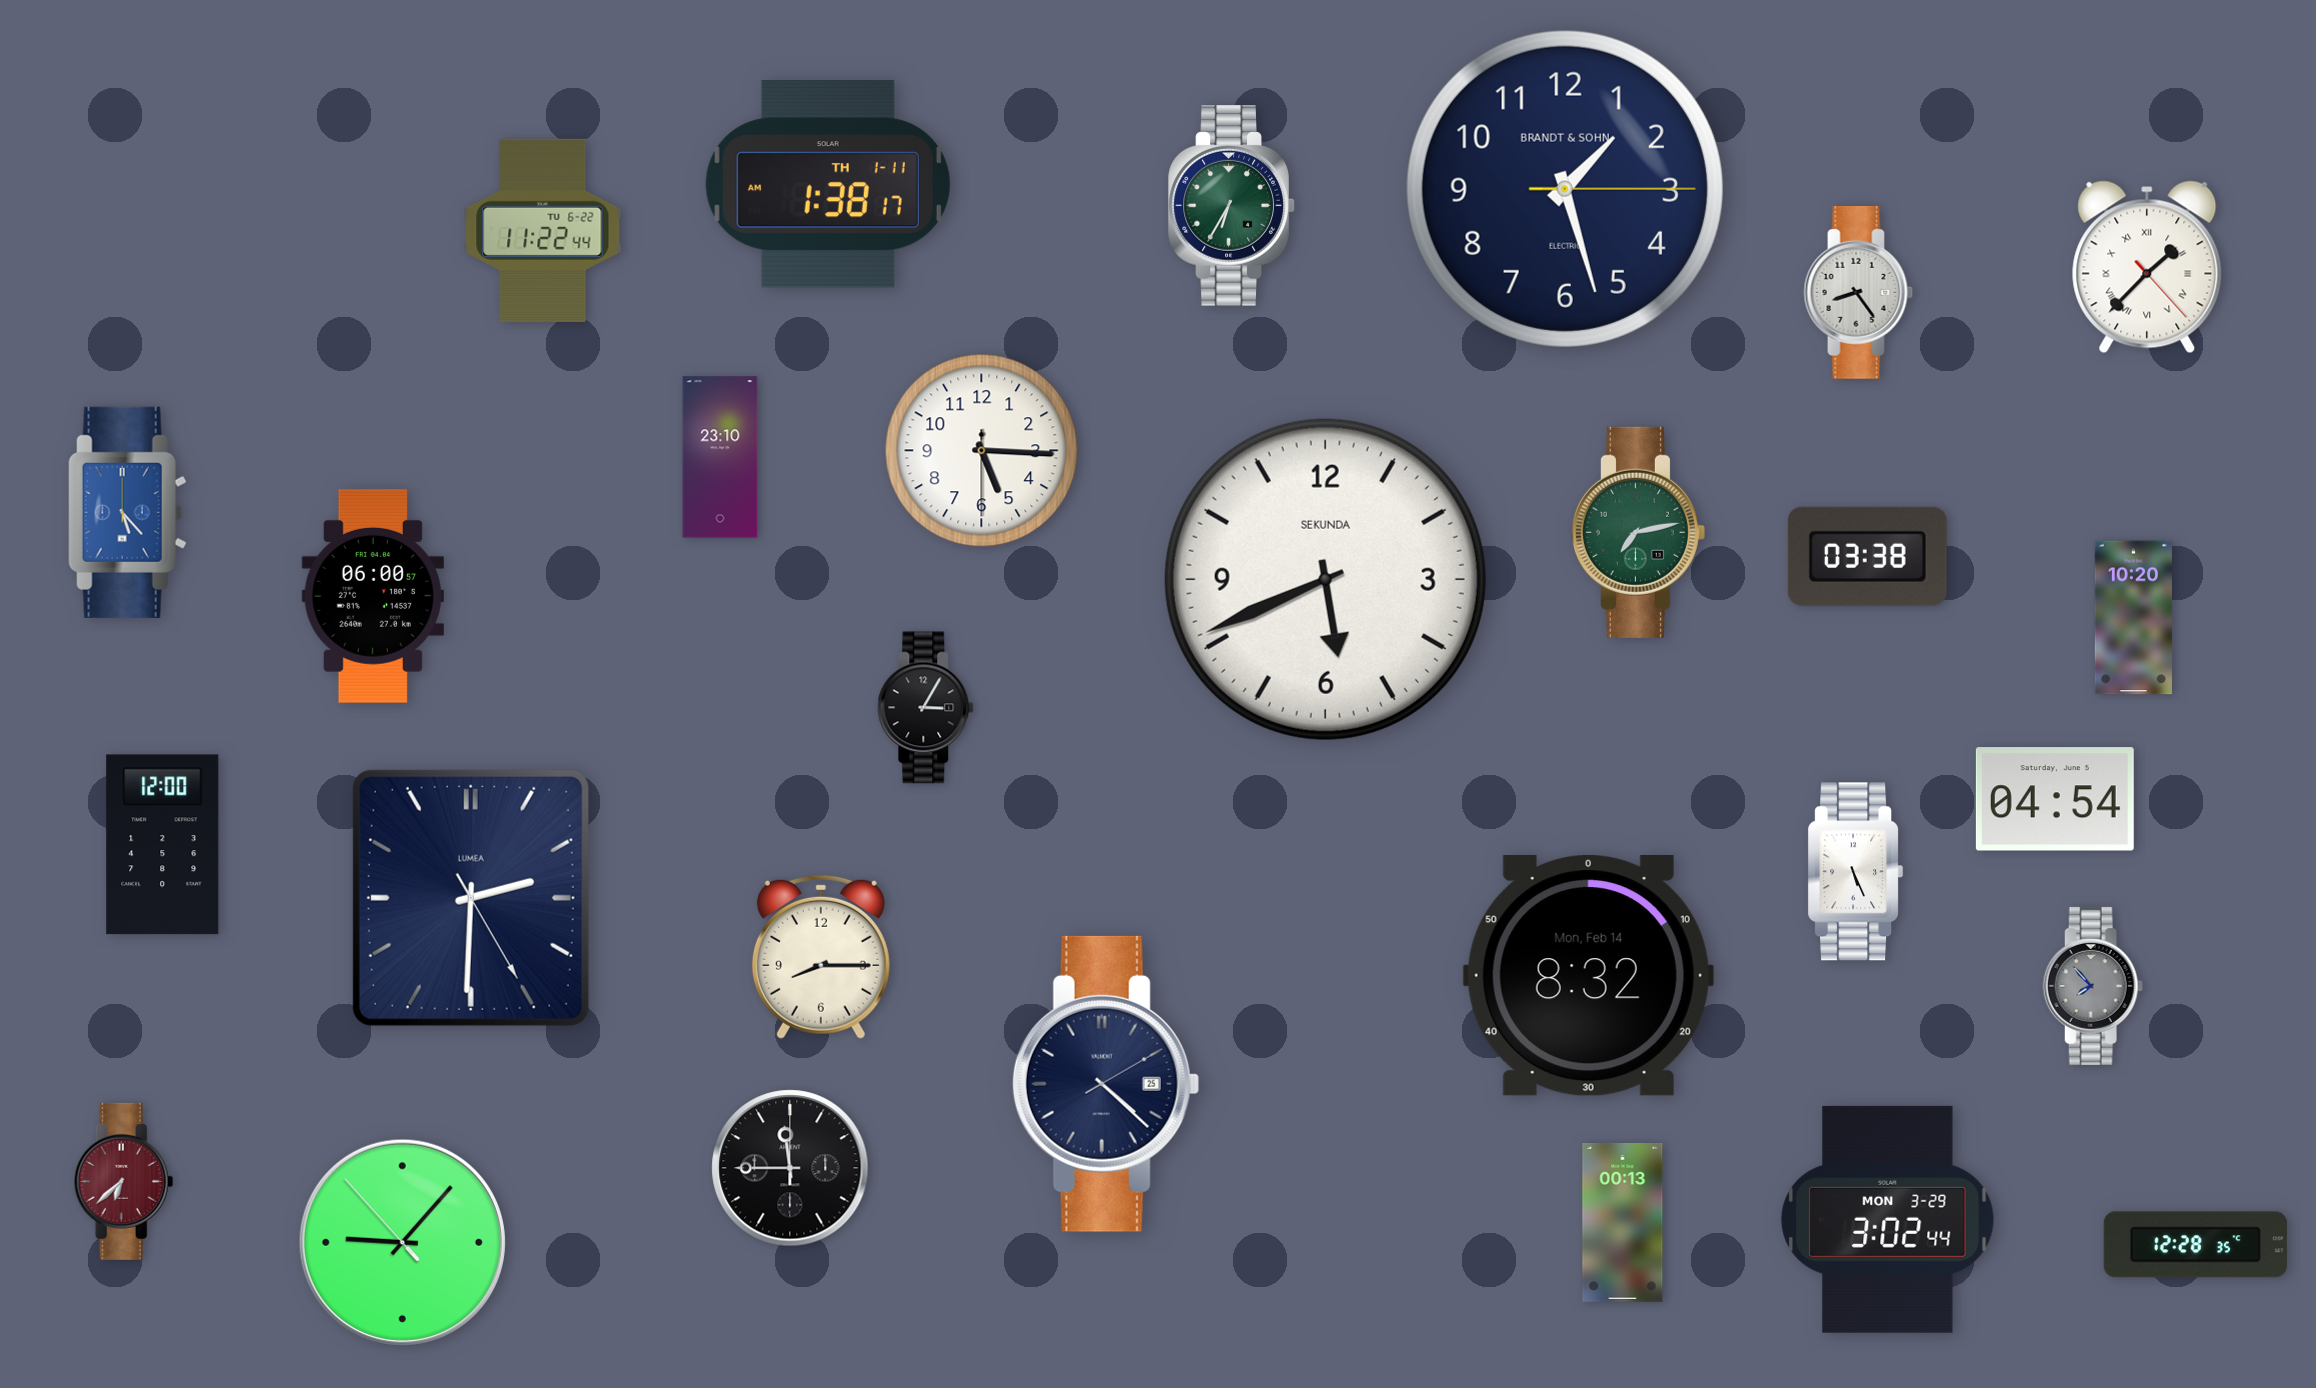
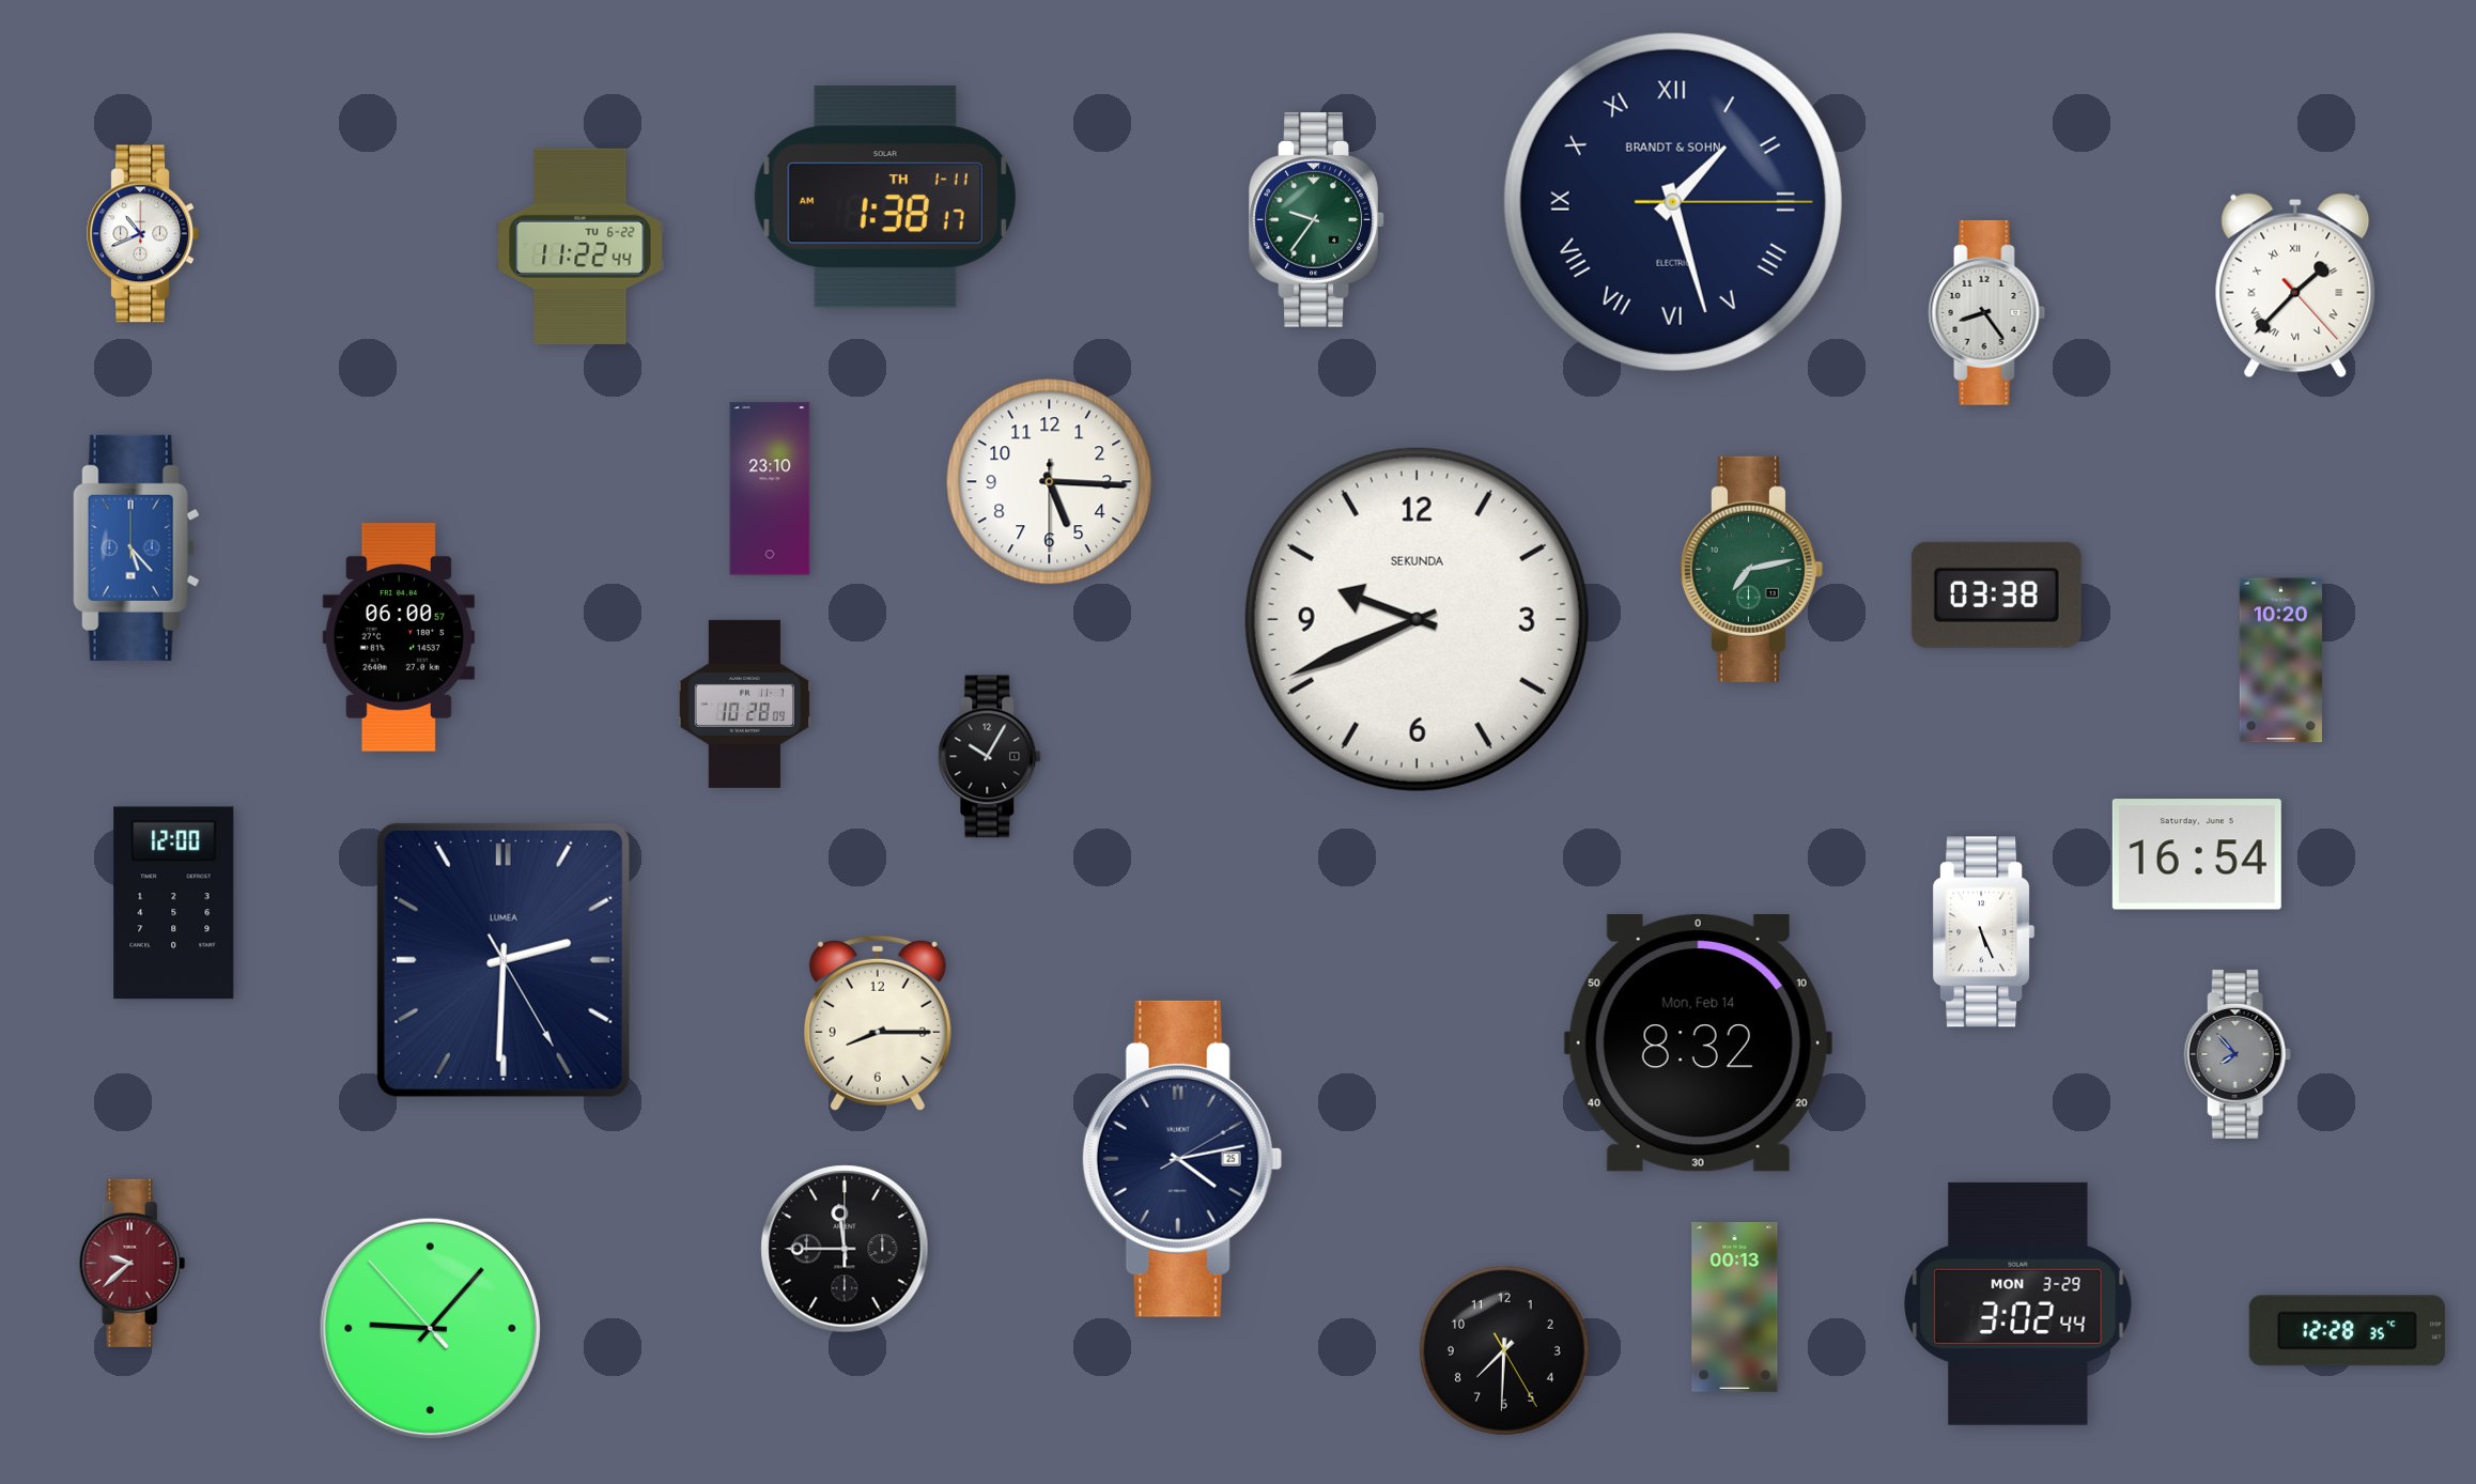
clock at (1565, 189) numerals: Arabic -> Roman
clock at (1232, 206): 6:35 -> 9:36
clock at (142, 234): none -> 10:41
clock at (1325, 579): 5:41 -> 9:41
clock at (745, 704): none -> 10:28
clock at (926, 708): 3:05 -> 10:05
clock at (2055, 799): 04:54 -> 16:54
clock at (1106, 1084): 4:22 -> 4:13
clock at (124, 1181): 6:38 -> 9:38
clock at (1504, 1350): none -> 7:30
